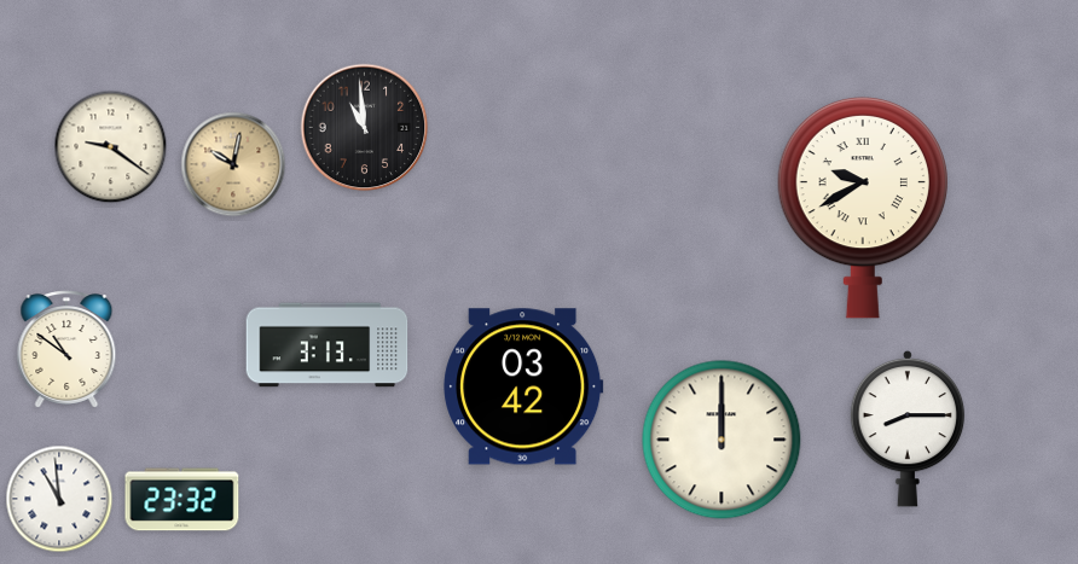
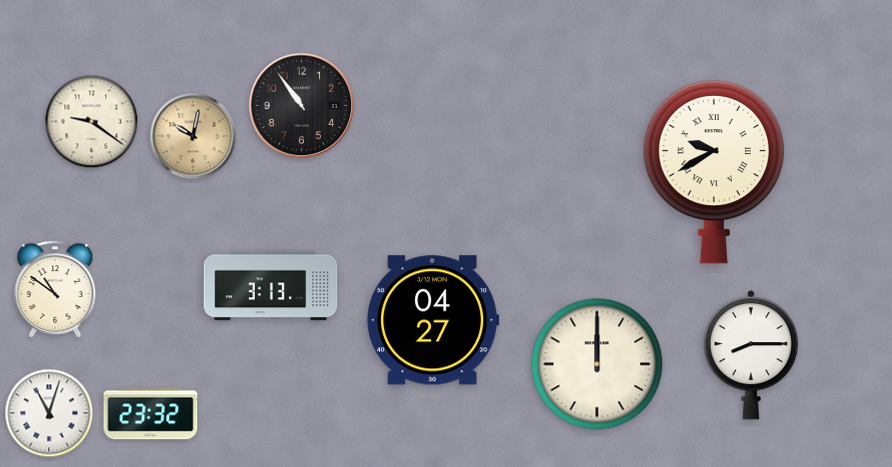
clock at (365, 128): 10:59 -> 10:54
clock at (523, 386): 03:42 -> 04:27
clock at (59, 499): 10:59 -> 11:03
